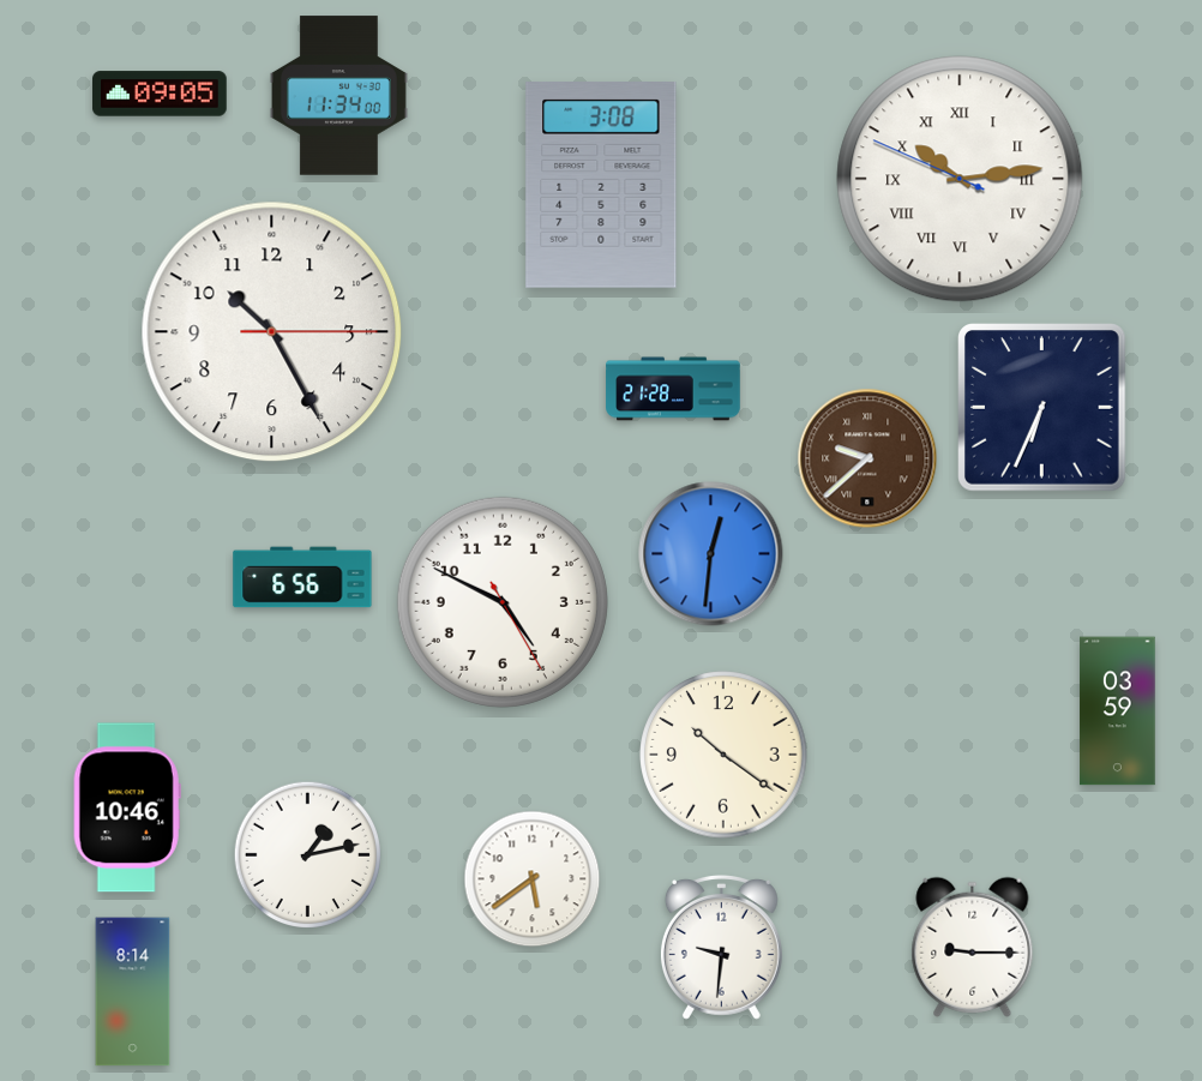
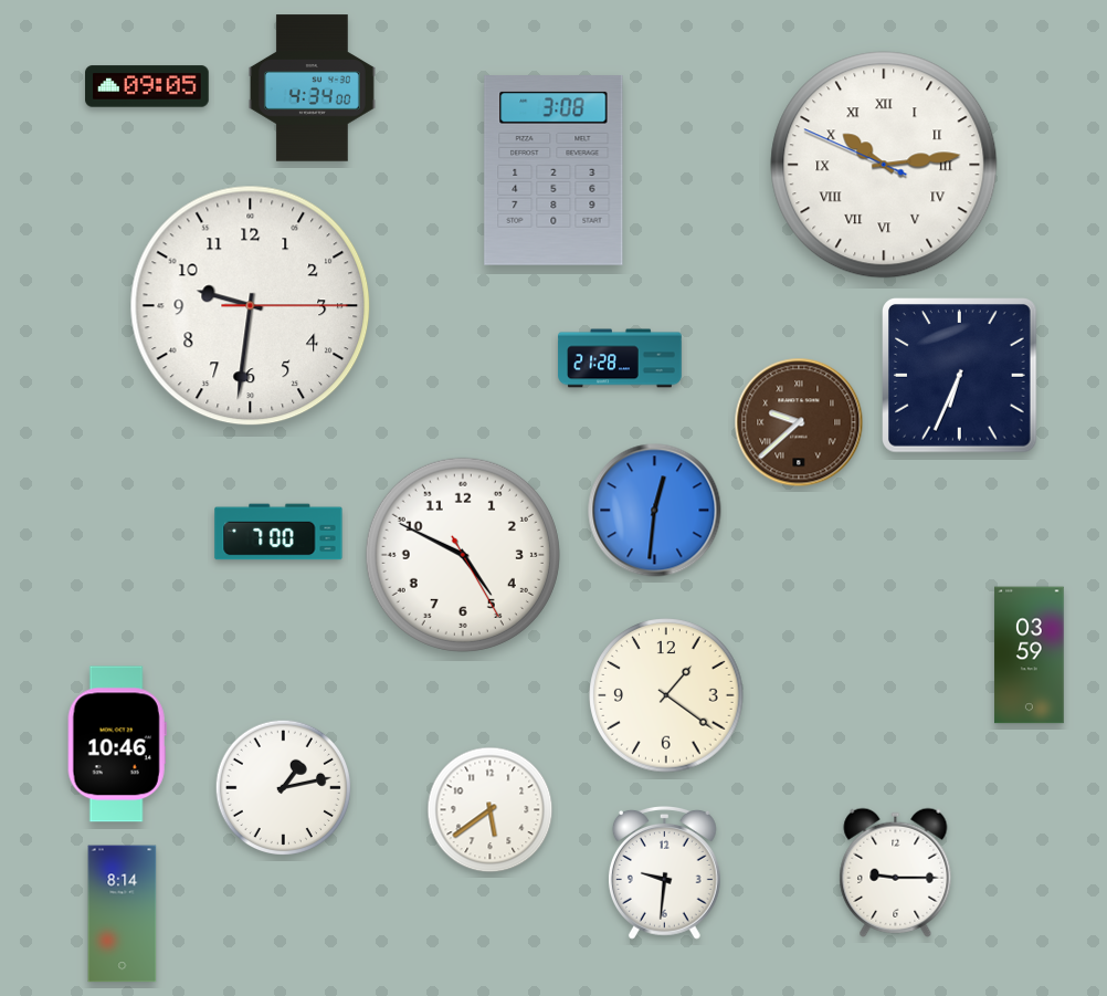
clock at (338, 96): 11:34 -> 4:34
clock at (272, 332): 10:25 -> 9:31
clock at (302, 577): 6:56 -> 7:00
clock at (723, 755): 10:21 -> 1:21
